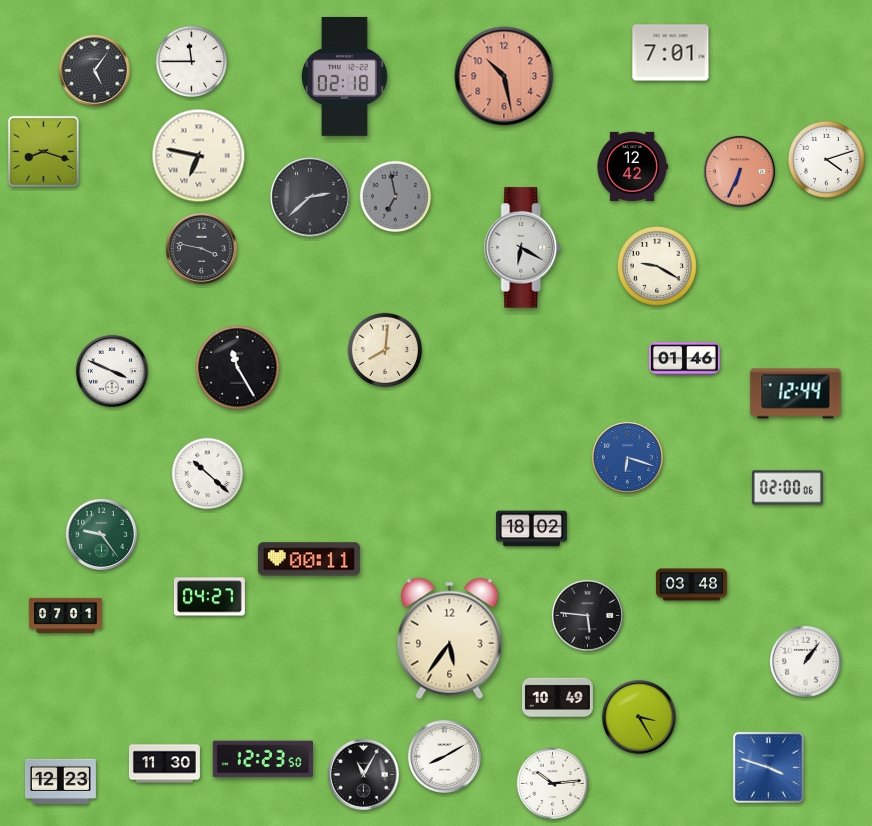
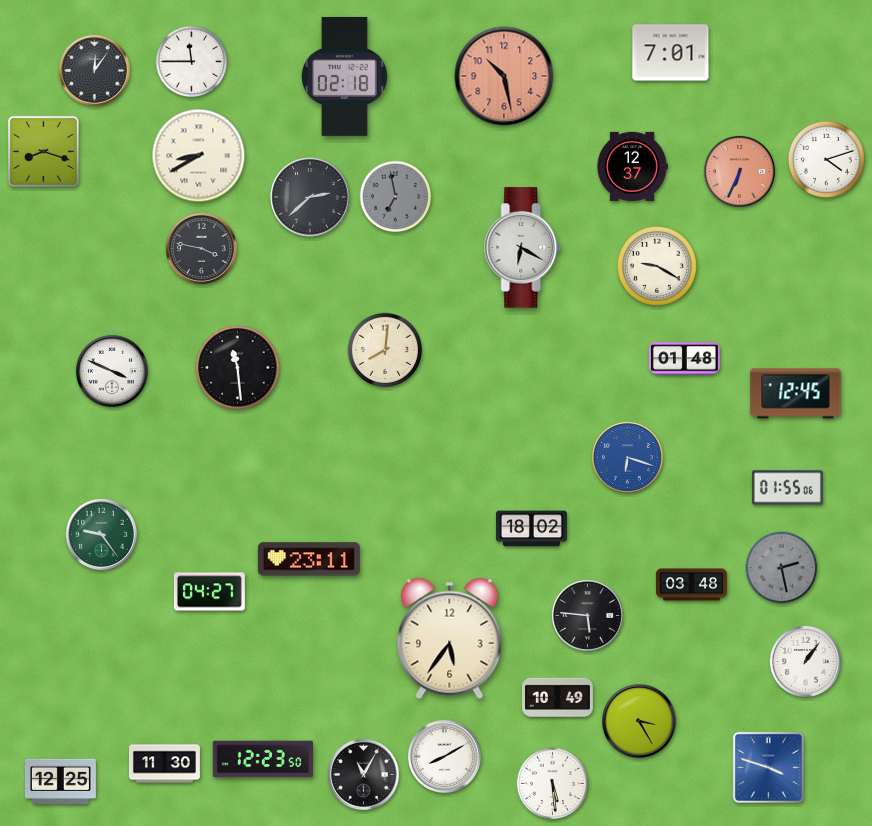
clock at (94, 70): 5:06 -> 12:06
clock at (199, 156): 6:47 -> 8:40
clock at (632, 166): 12:42 -> 12:37
clock at (684, 359): 01:46 -> 01:48
clock at (238, 368): 11:25 -> 11:29
clock at (796, 394): 12:44 -> 12:45
clock at (208, 474): 10:22 -> none
clock at (787, 488): 02:00 -> 01:55
clock at (309, 559): 00:11 -> 23:11
clock at (782, 568): none -> 2:28
clock at (209, 597) position: (209, 597) -> (209, 592)
clock at (66, 615): 07:01 -> none
clock at (640, 718) position: (640, 718) -> (640, 722)
clock at (60, 782): 12:23 -> 12:25
clock at (553, 784): 10:14 -> 5:29
